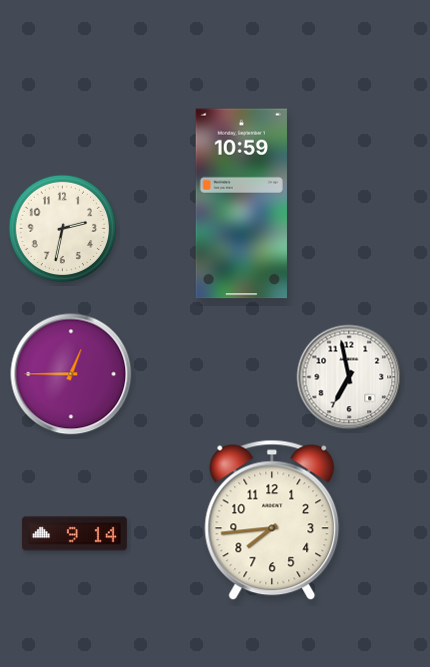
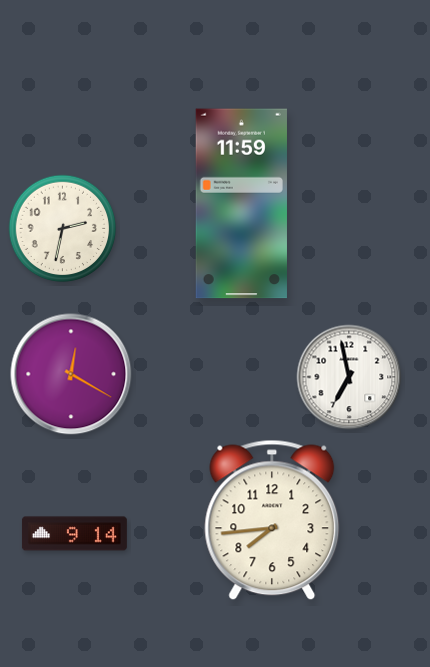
clock at (241, 204): 10:59 -> 11:59
clock at (71, 374): 12:45 -> 12:20
